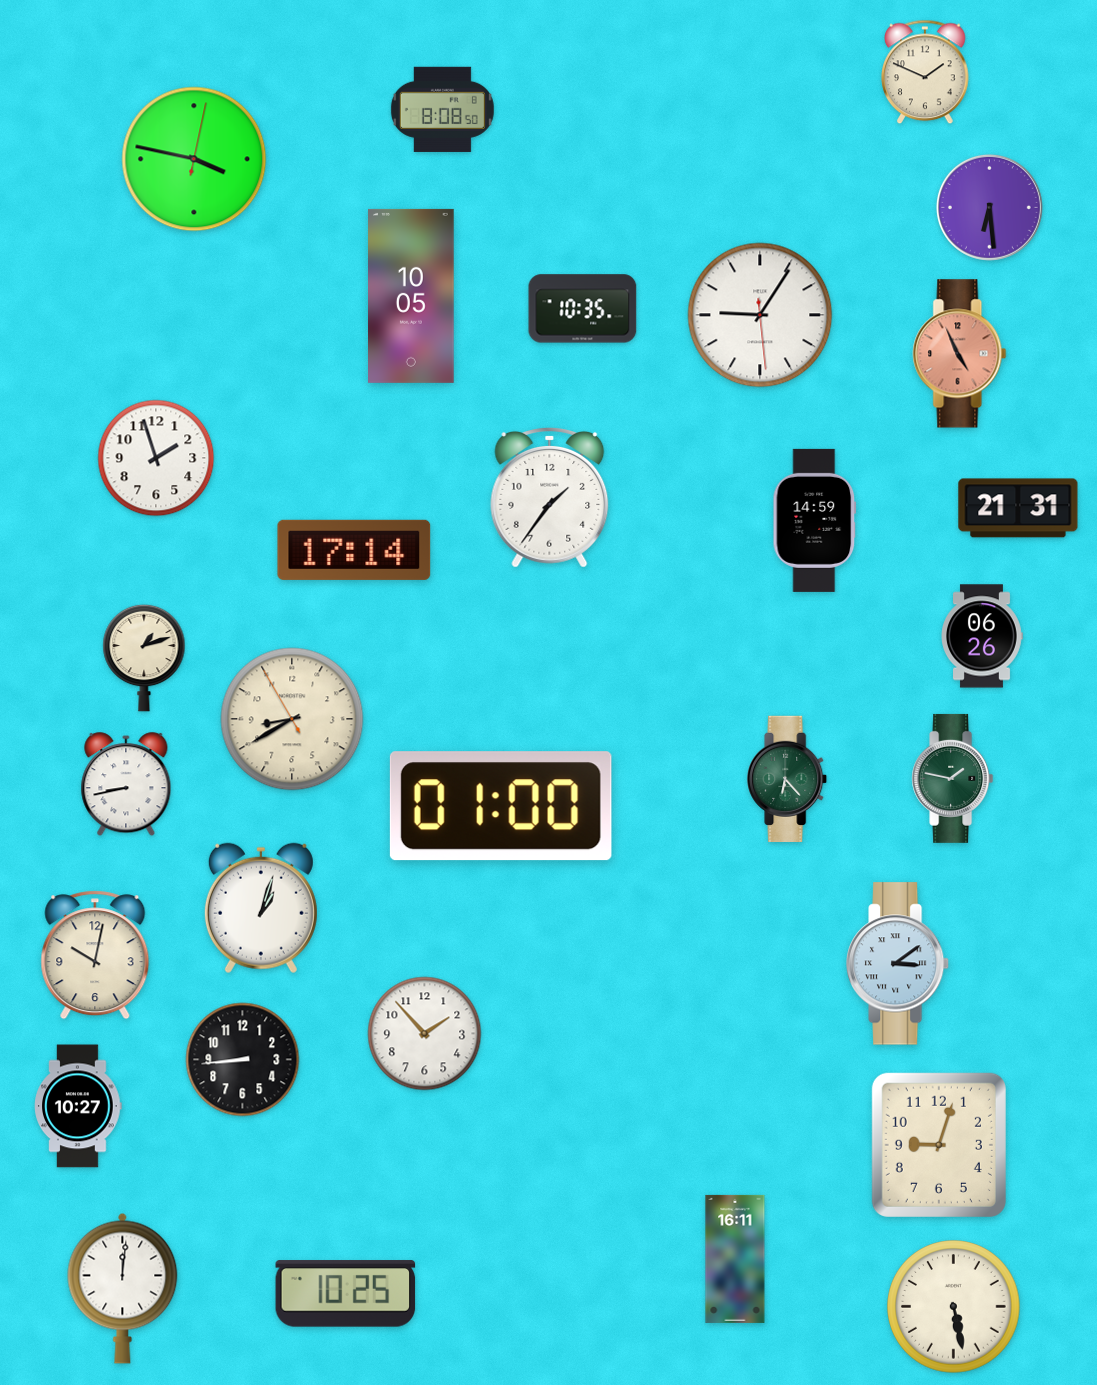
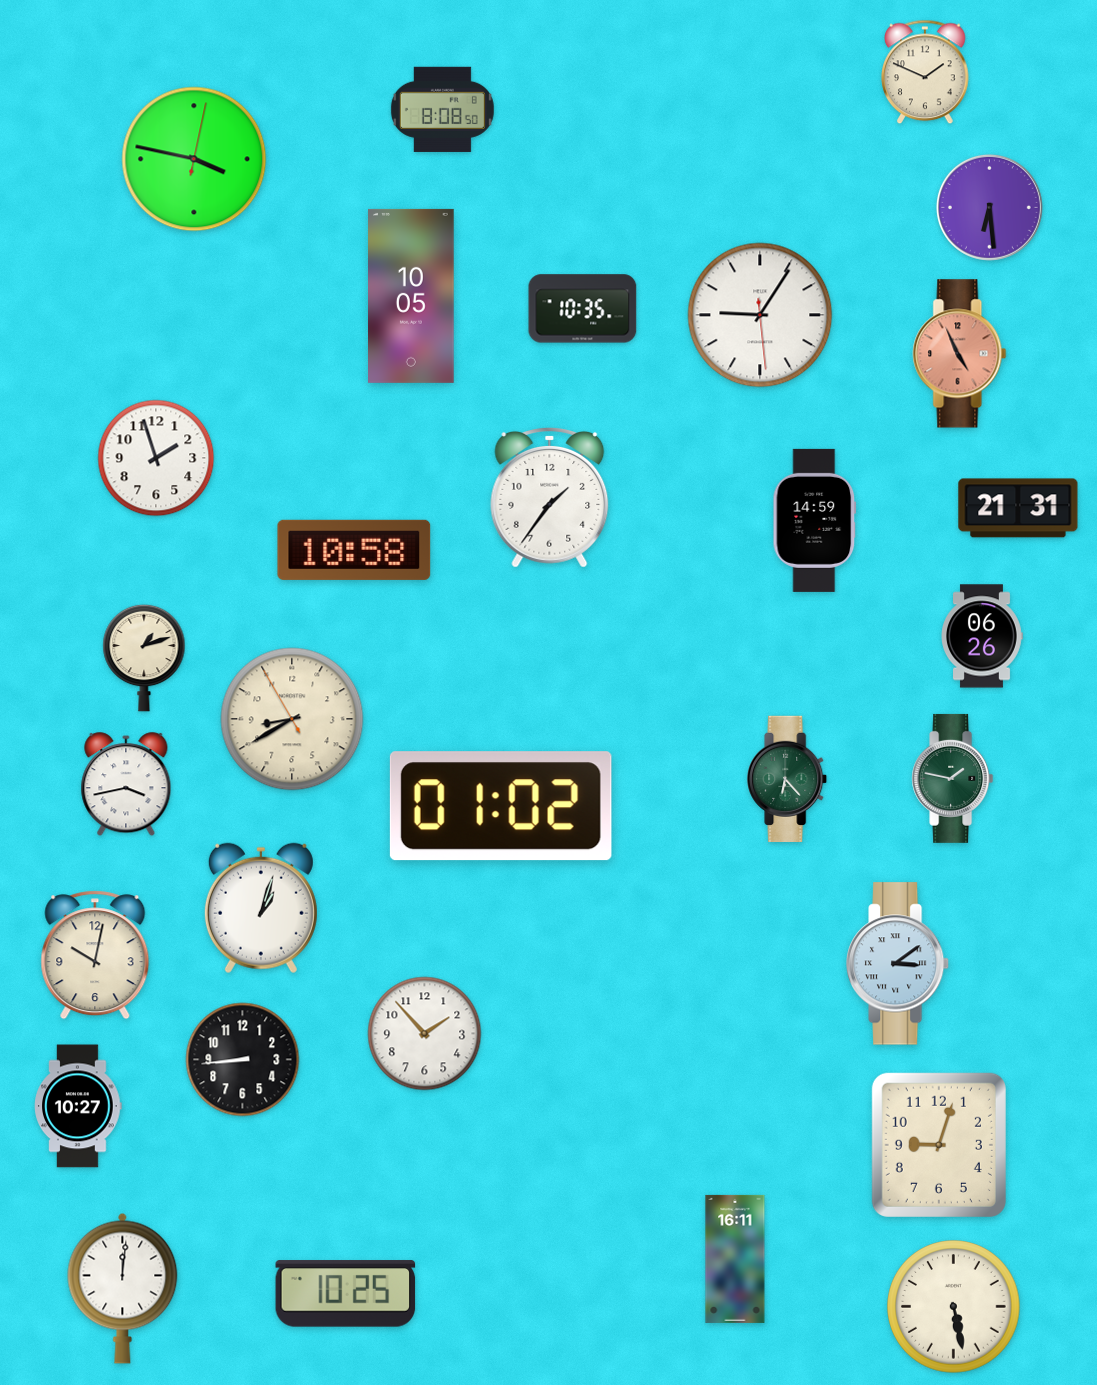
clock at (354, 550): 17:14 -> 10:58
clock at (126, 785): 8:43 -> 3:43
clock at (501, 806): 01:00 -> 01:02
